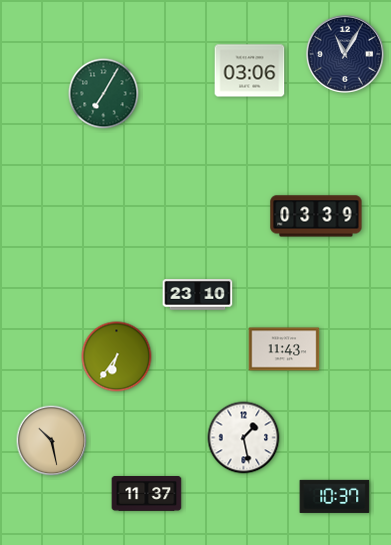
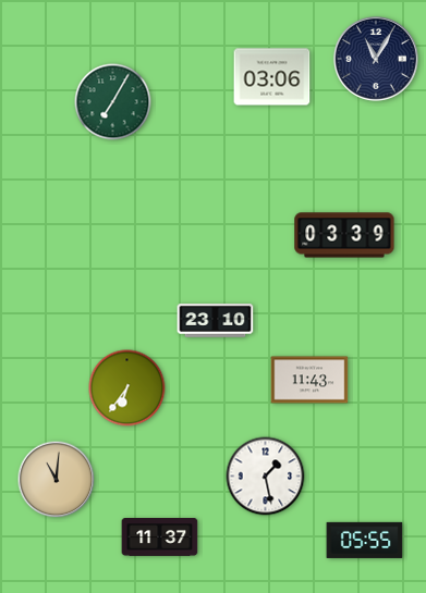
clock at (52, 441): 10:28 -> 11:01
clock at (335, 496): 10:37 -> 05:55
